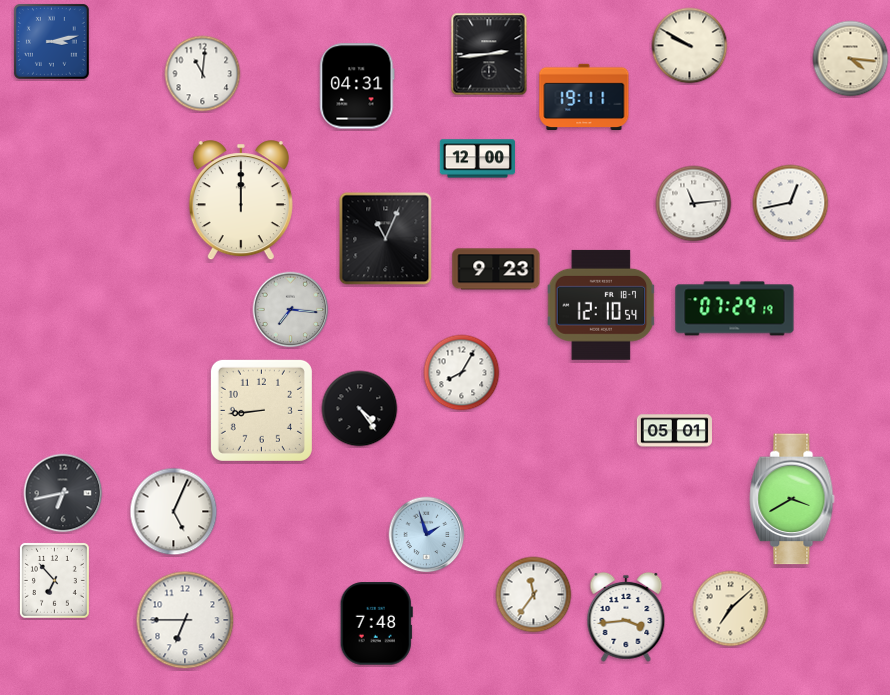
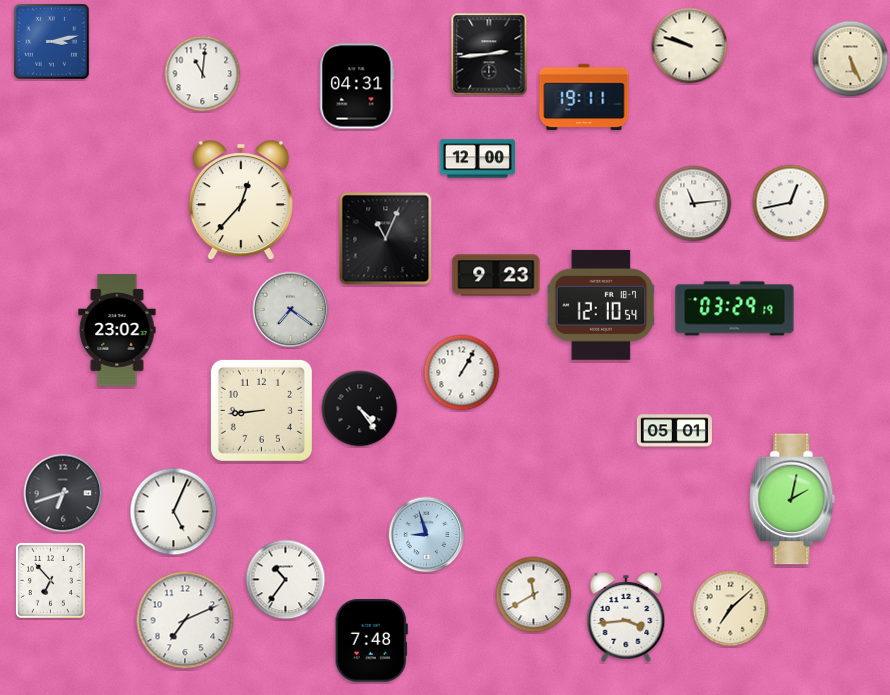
clock at (690, 46): 9:50 -> 9:48
clock at (851, 59): 4:16 -> 5:26
clock at (241, 201): 12:00 -> 12:37
clock at (496, 269) position: (496, 269) -> (496, 275)
clock at (735, 309): 07:29 -> 03:29
clock at (291, 310): 7:16 -> 7:21
clock at (117, 330): none -> 23:02
clock at (462, 373): 8:05 -> 1:05
clock at (63, 493): 6:43 -> 6:42
clock at (792, 499): 3:40 -> 2:02
clock at (427, 535): 1:57 -> 8:57
clock at (54, 580) position: (54, 580) -> (50, 580)
clock at (286, 580): none -> 10:36
clock at (534, 595): 11:36 -> 11:40
clock at (185, 620): 6:45 -> 7:11
clock at (376, 624) position: (376, 624) -> (371, 641)
